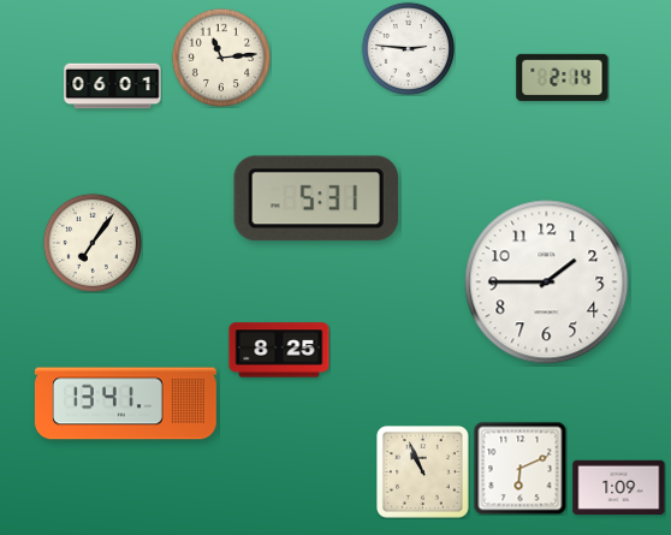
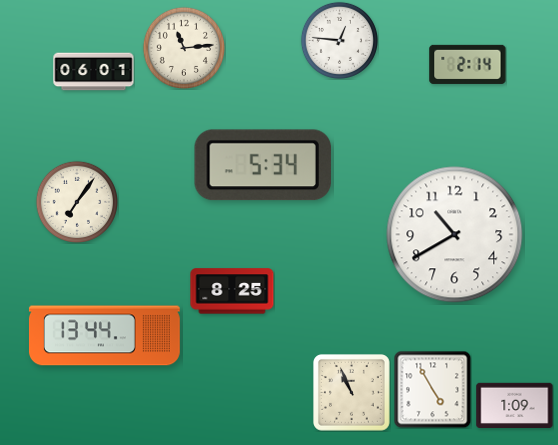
clock at (408, 48): 2:46 -> 12:46
clock at (315, 198): 5:31 -> 5:34
clock at (547, 283): 1:45 -> 10:40
clock at (125, 404): 13:41 -> 13:44
clock at (519, 468): 6:11 -> 4:55
